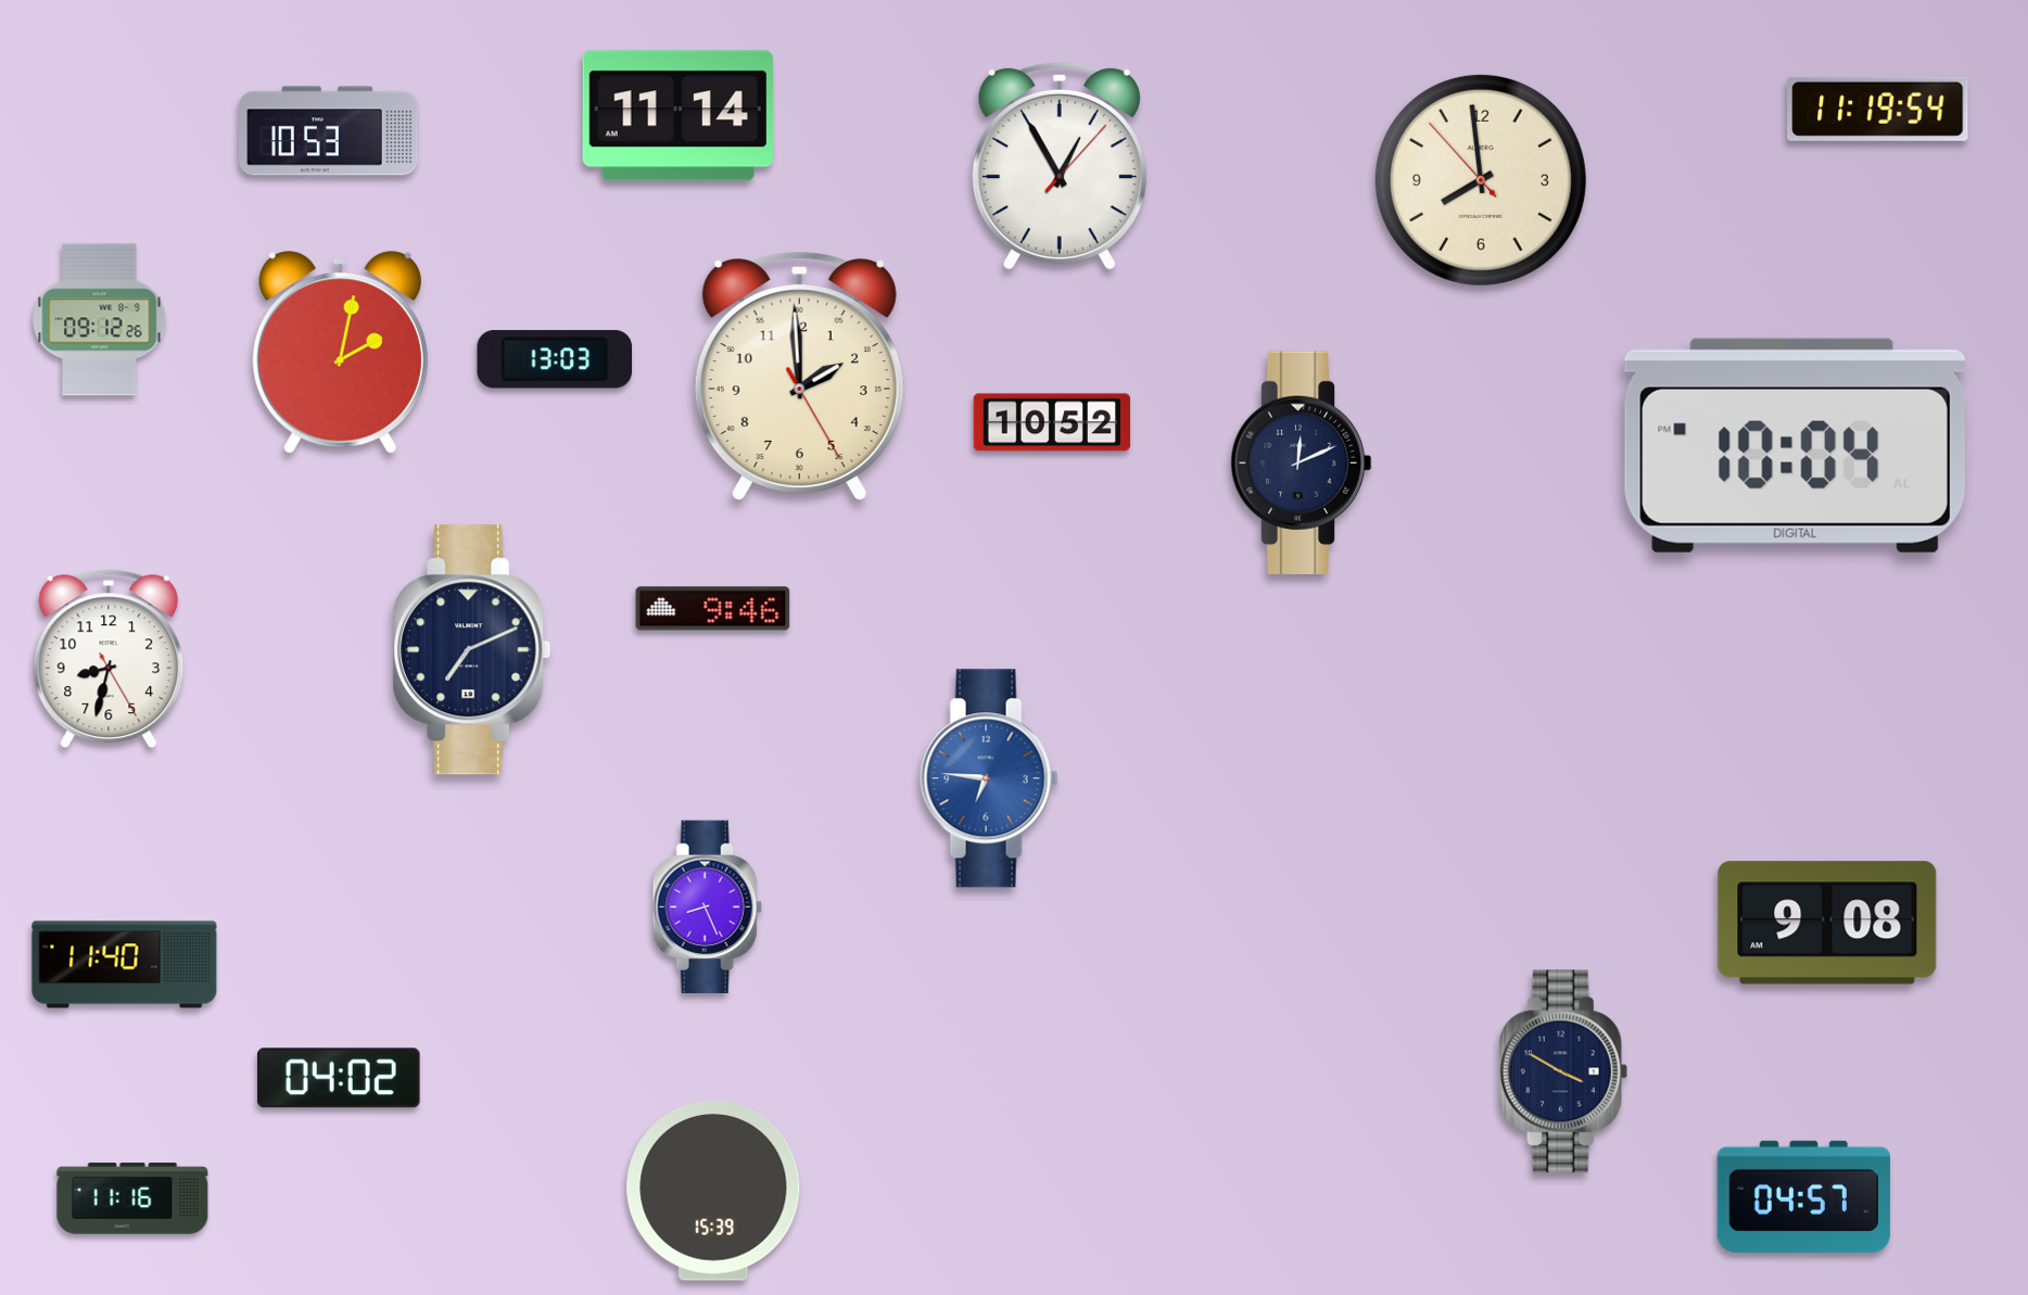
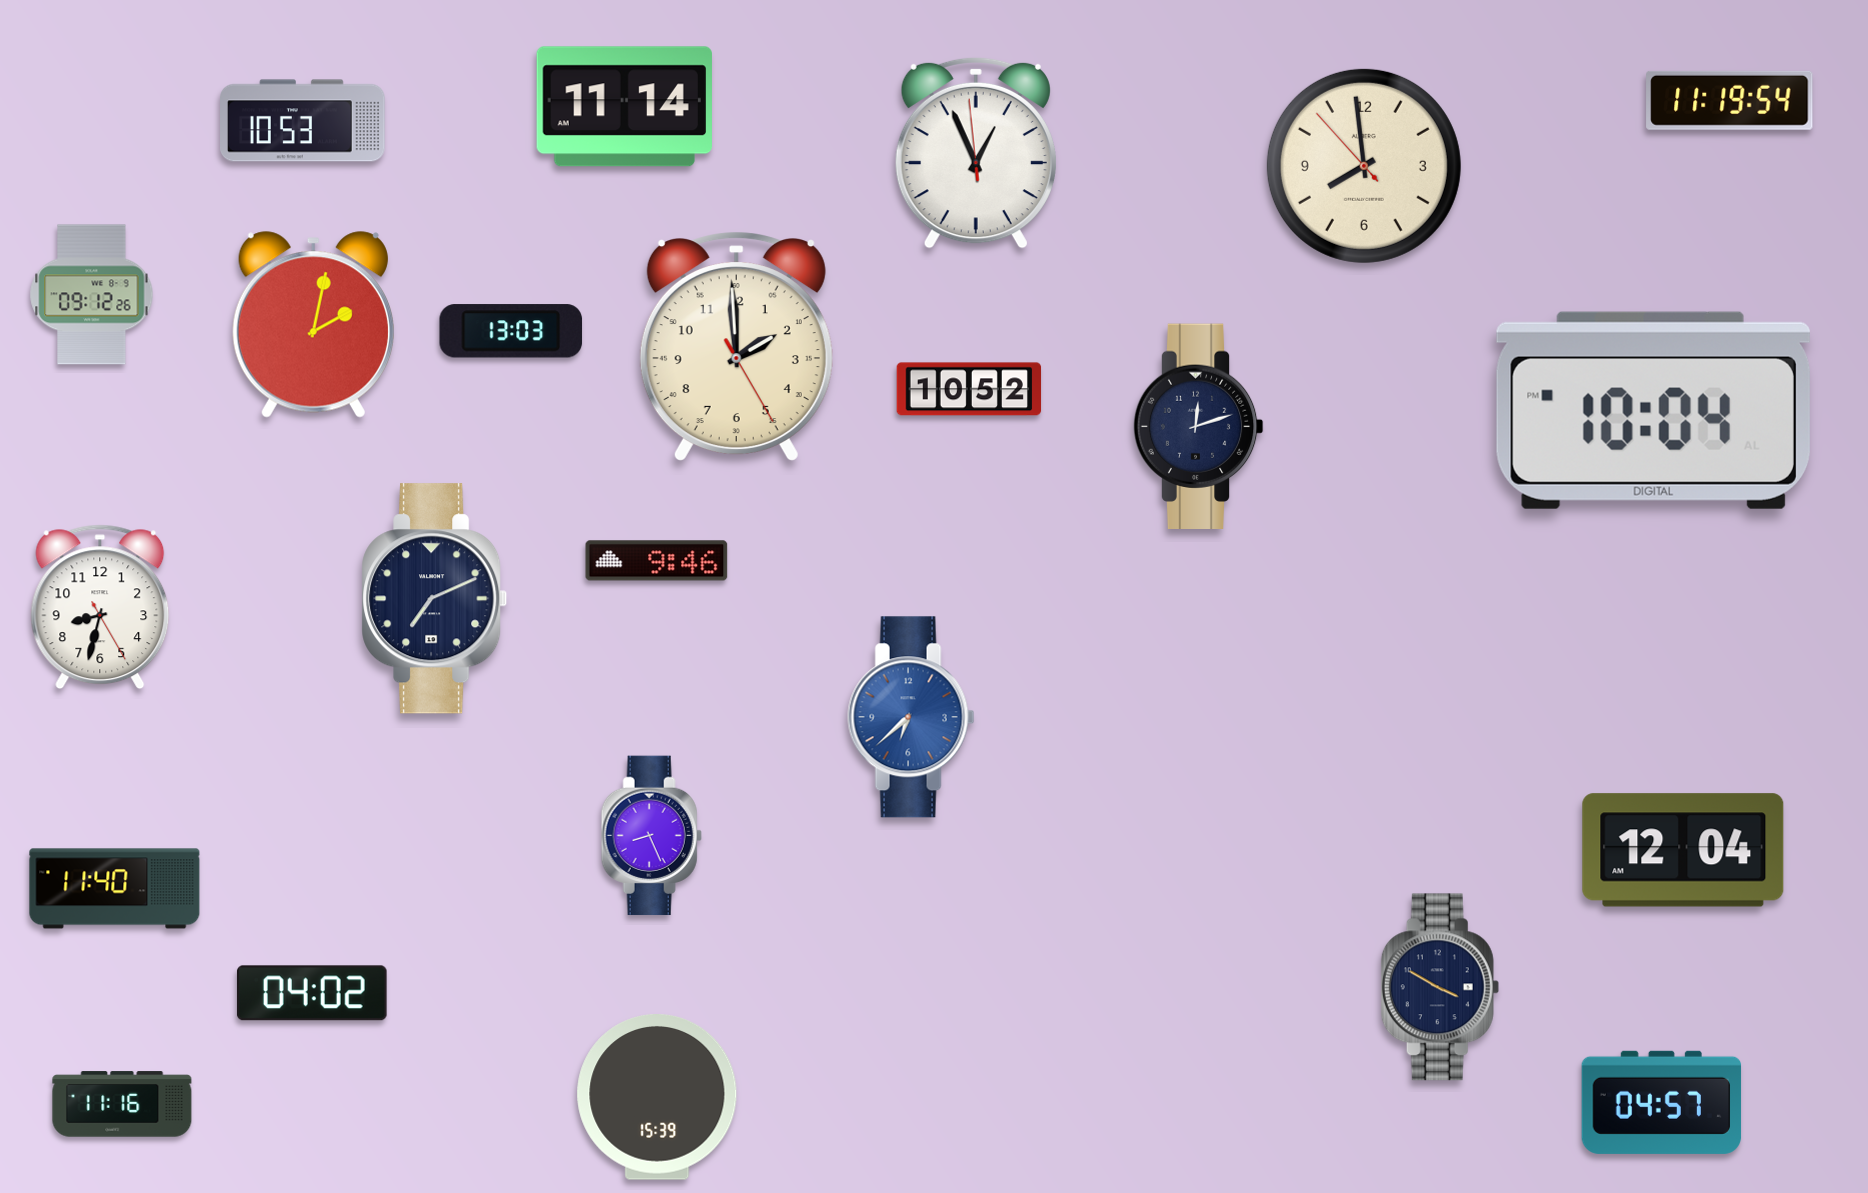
clock at (1060, 166): 12:55:07 -> 12:55:59
clock at (1301, 462): 12:11 -> 12:12
clock at (989, 778): 6:46 -> 6:38
clock at (1827, 923): 9:08 -> 12:04
